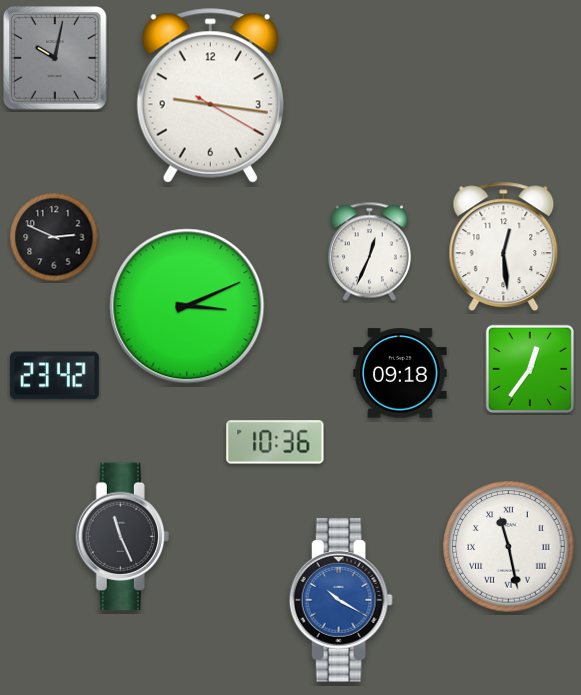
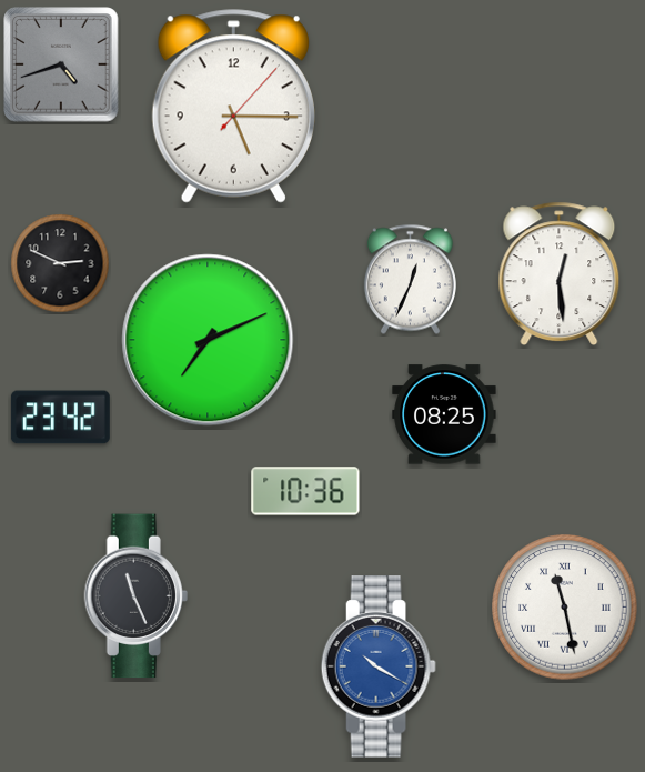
clock at (55, 58): 10:02 -> 4:42
clock at (210, 96): 9:16 -> 5:15
clock at (187, 306): 3:11 -> 7:11
clock at (529, 368): 12:36 -> none
clock at (400, 373): 09:18 -> 08:25
